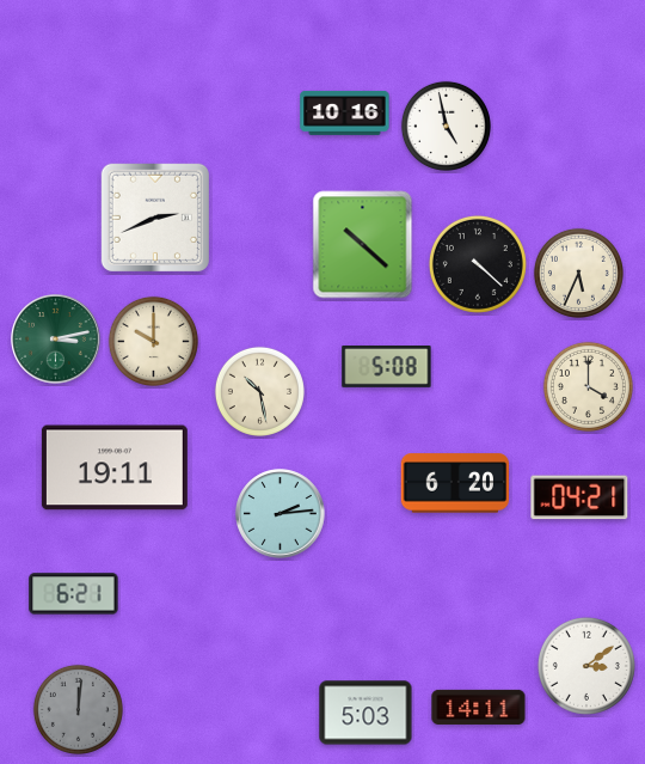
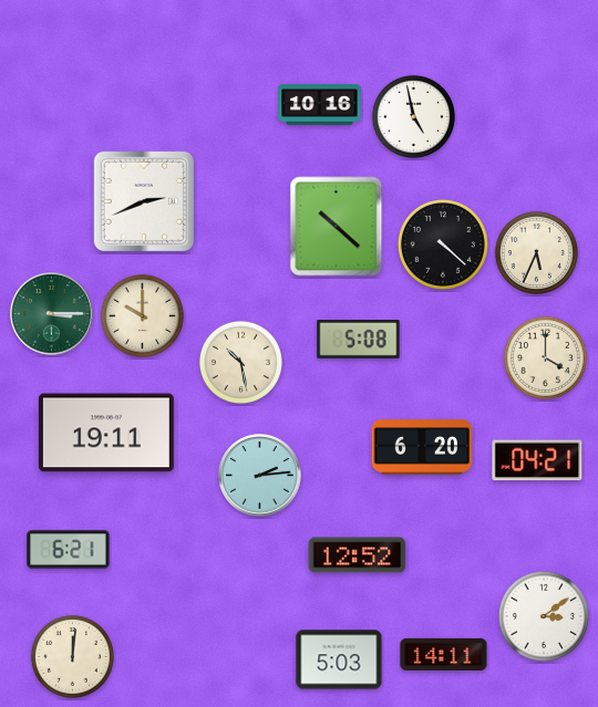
clock at (56, 340): 3:13 -> 3:15
clock at (358, 555): none -> 12:52
clock at (78, 709) dial: grey -> cream
